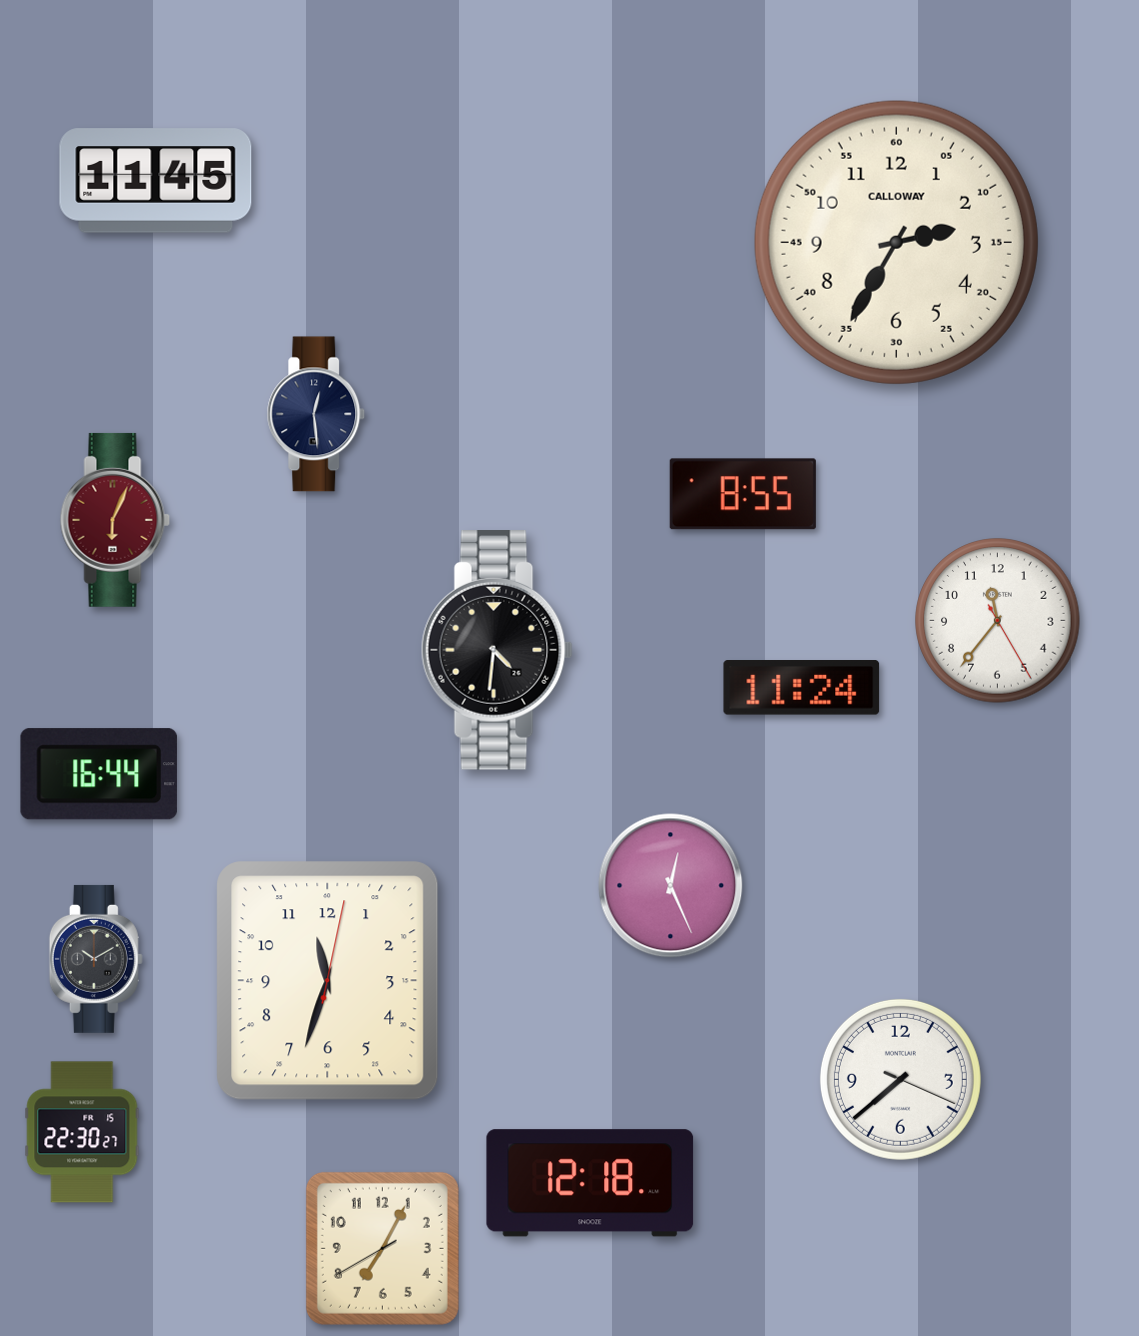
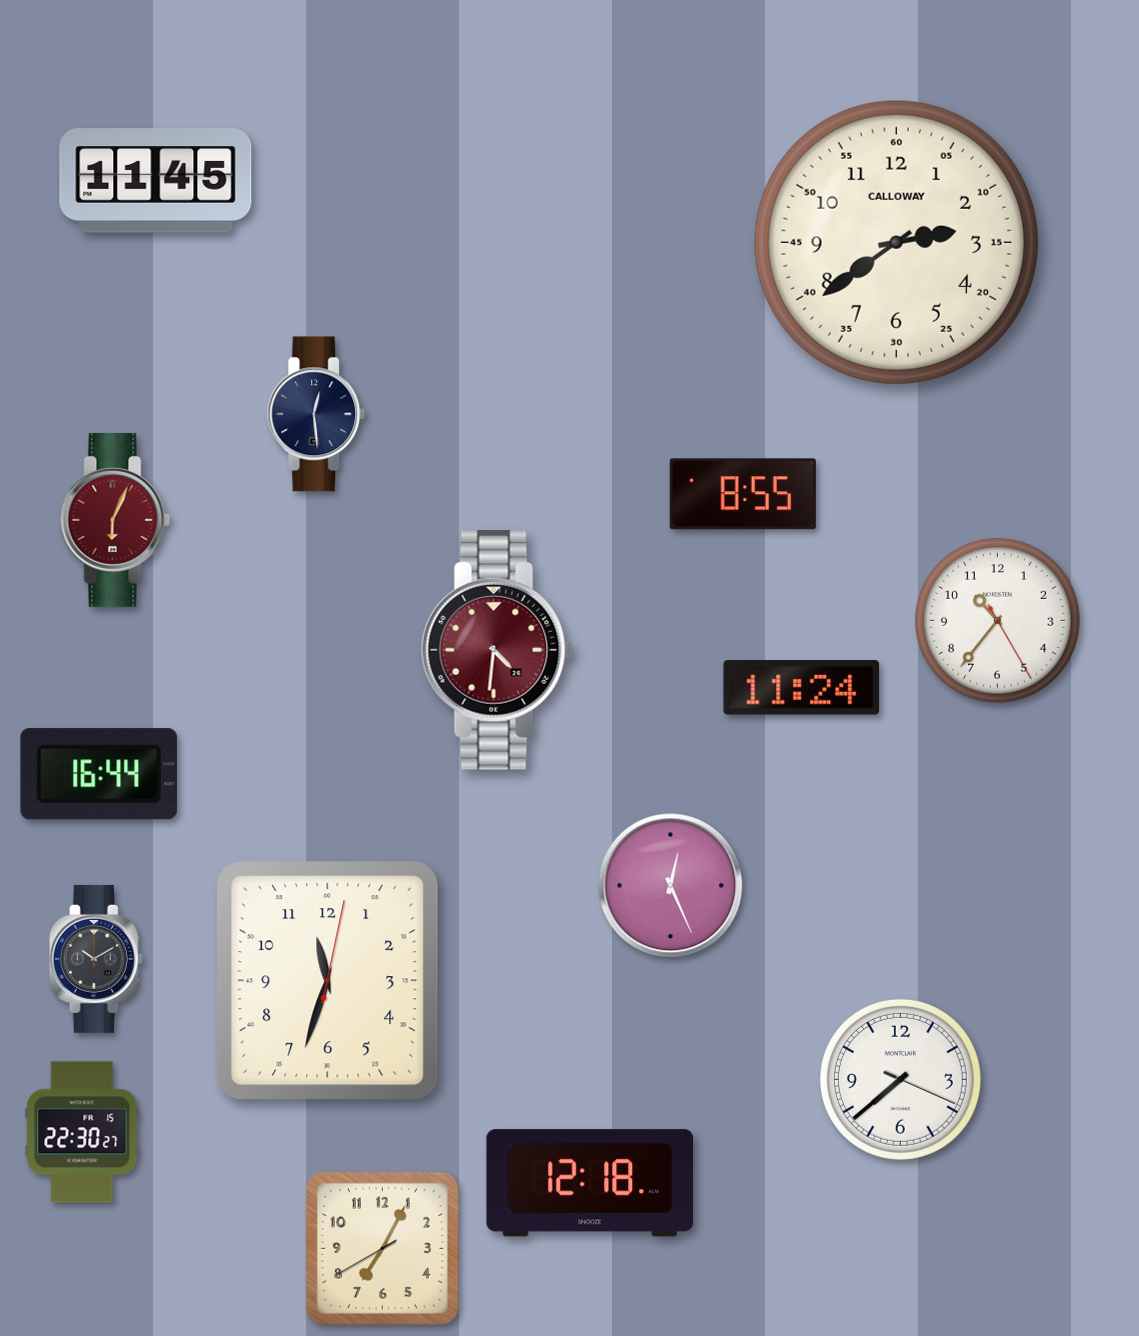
clock at (896, 242): 2:35 -> 2:39
clock at (998, 621): 11:36 -> 10:36
clock at (497, 651) dial: black -> burgundy
